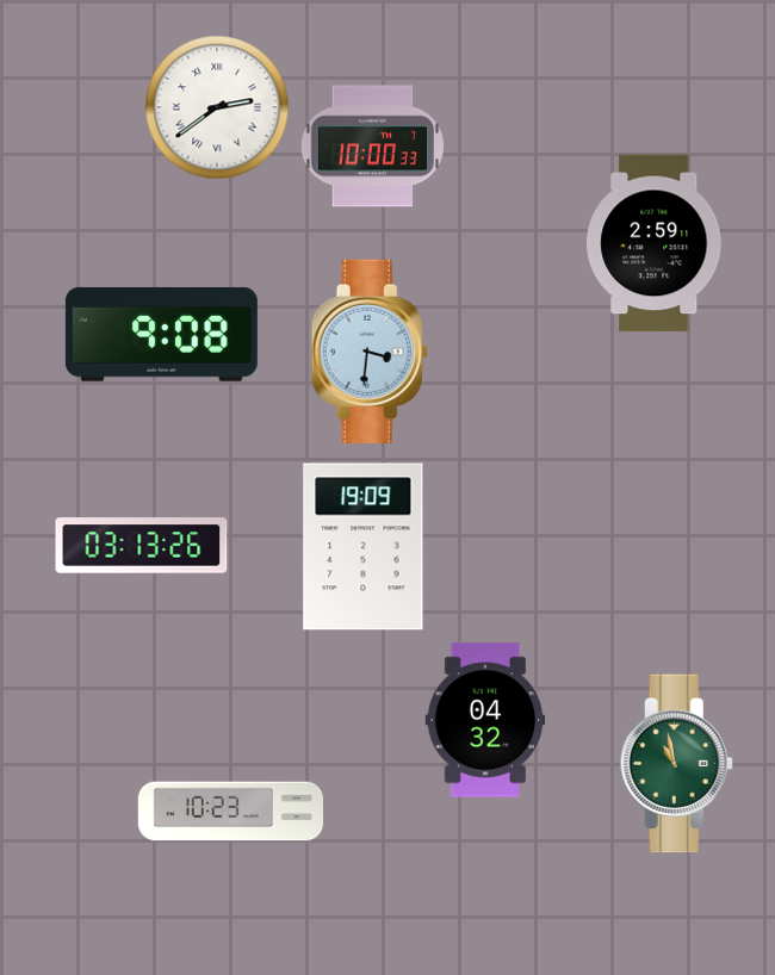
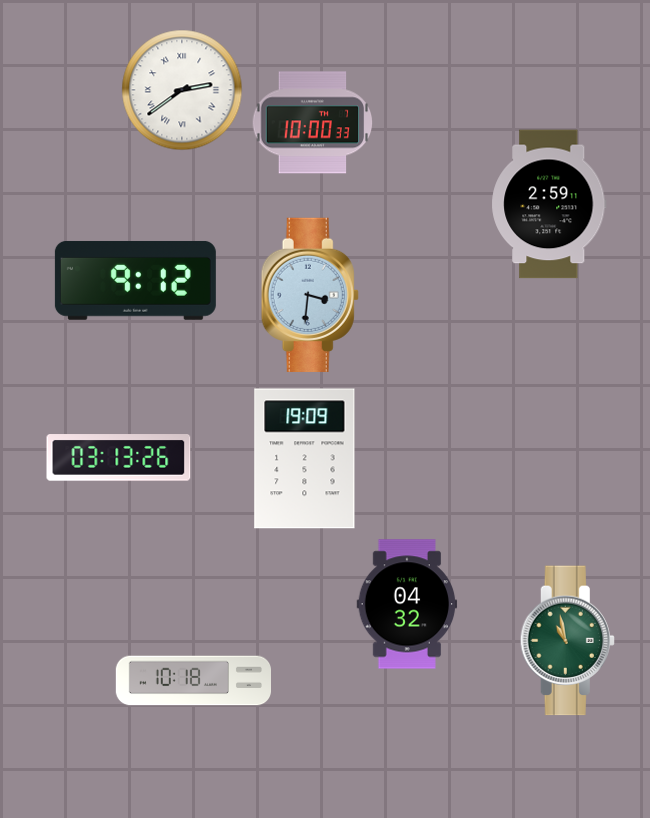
clock at (161, 334): 9:08 -> 9:12
clock at (231, 812): 10:23 -> 10:18
